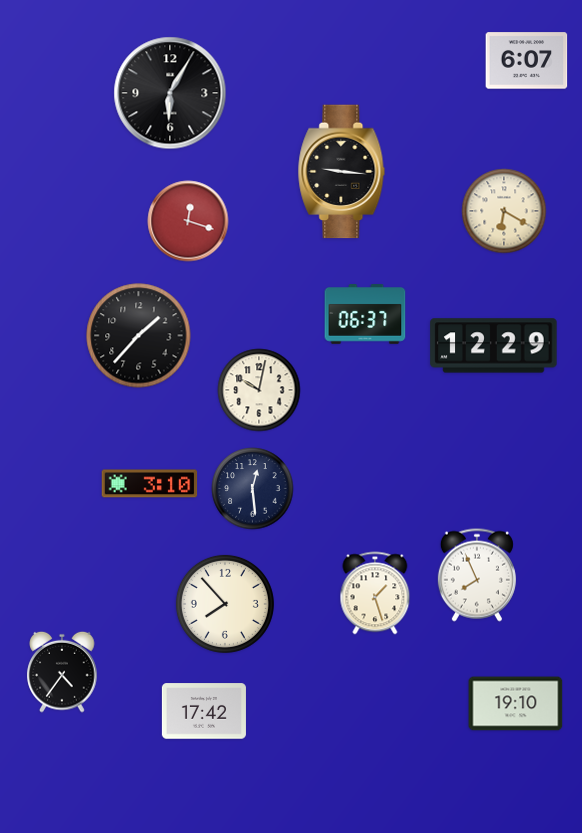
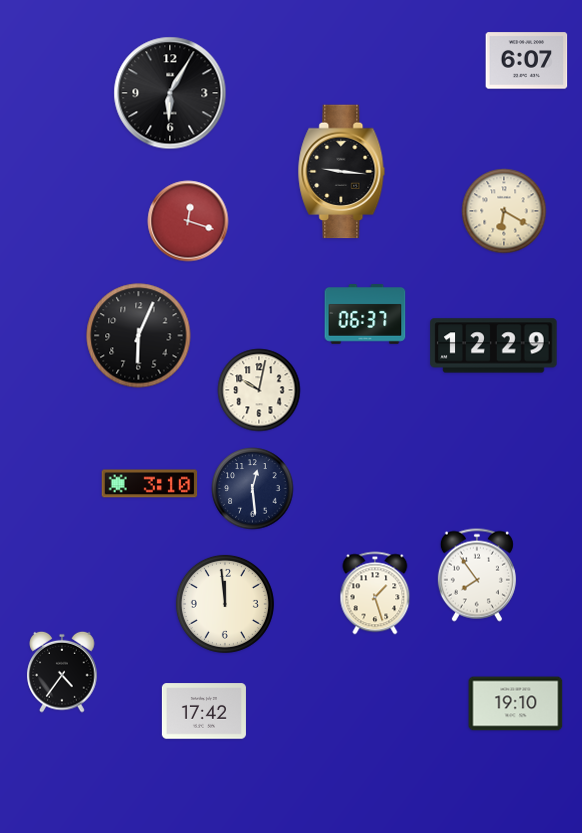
clock at (139, 336): 1:37 -> 6:04
clock at (477, 575): 7:56 -> 7:54
clock at (225, 604): 7:53 -> 11:59
